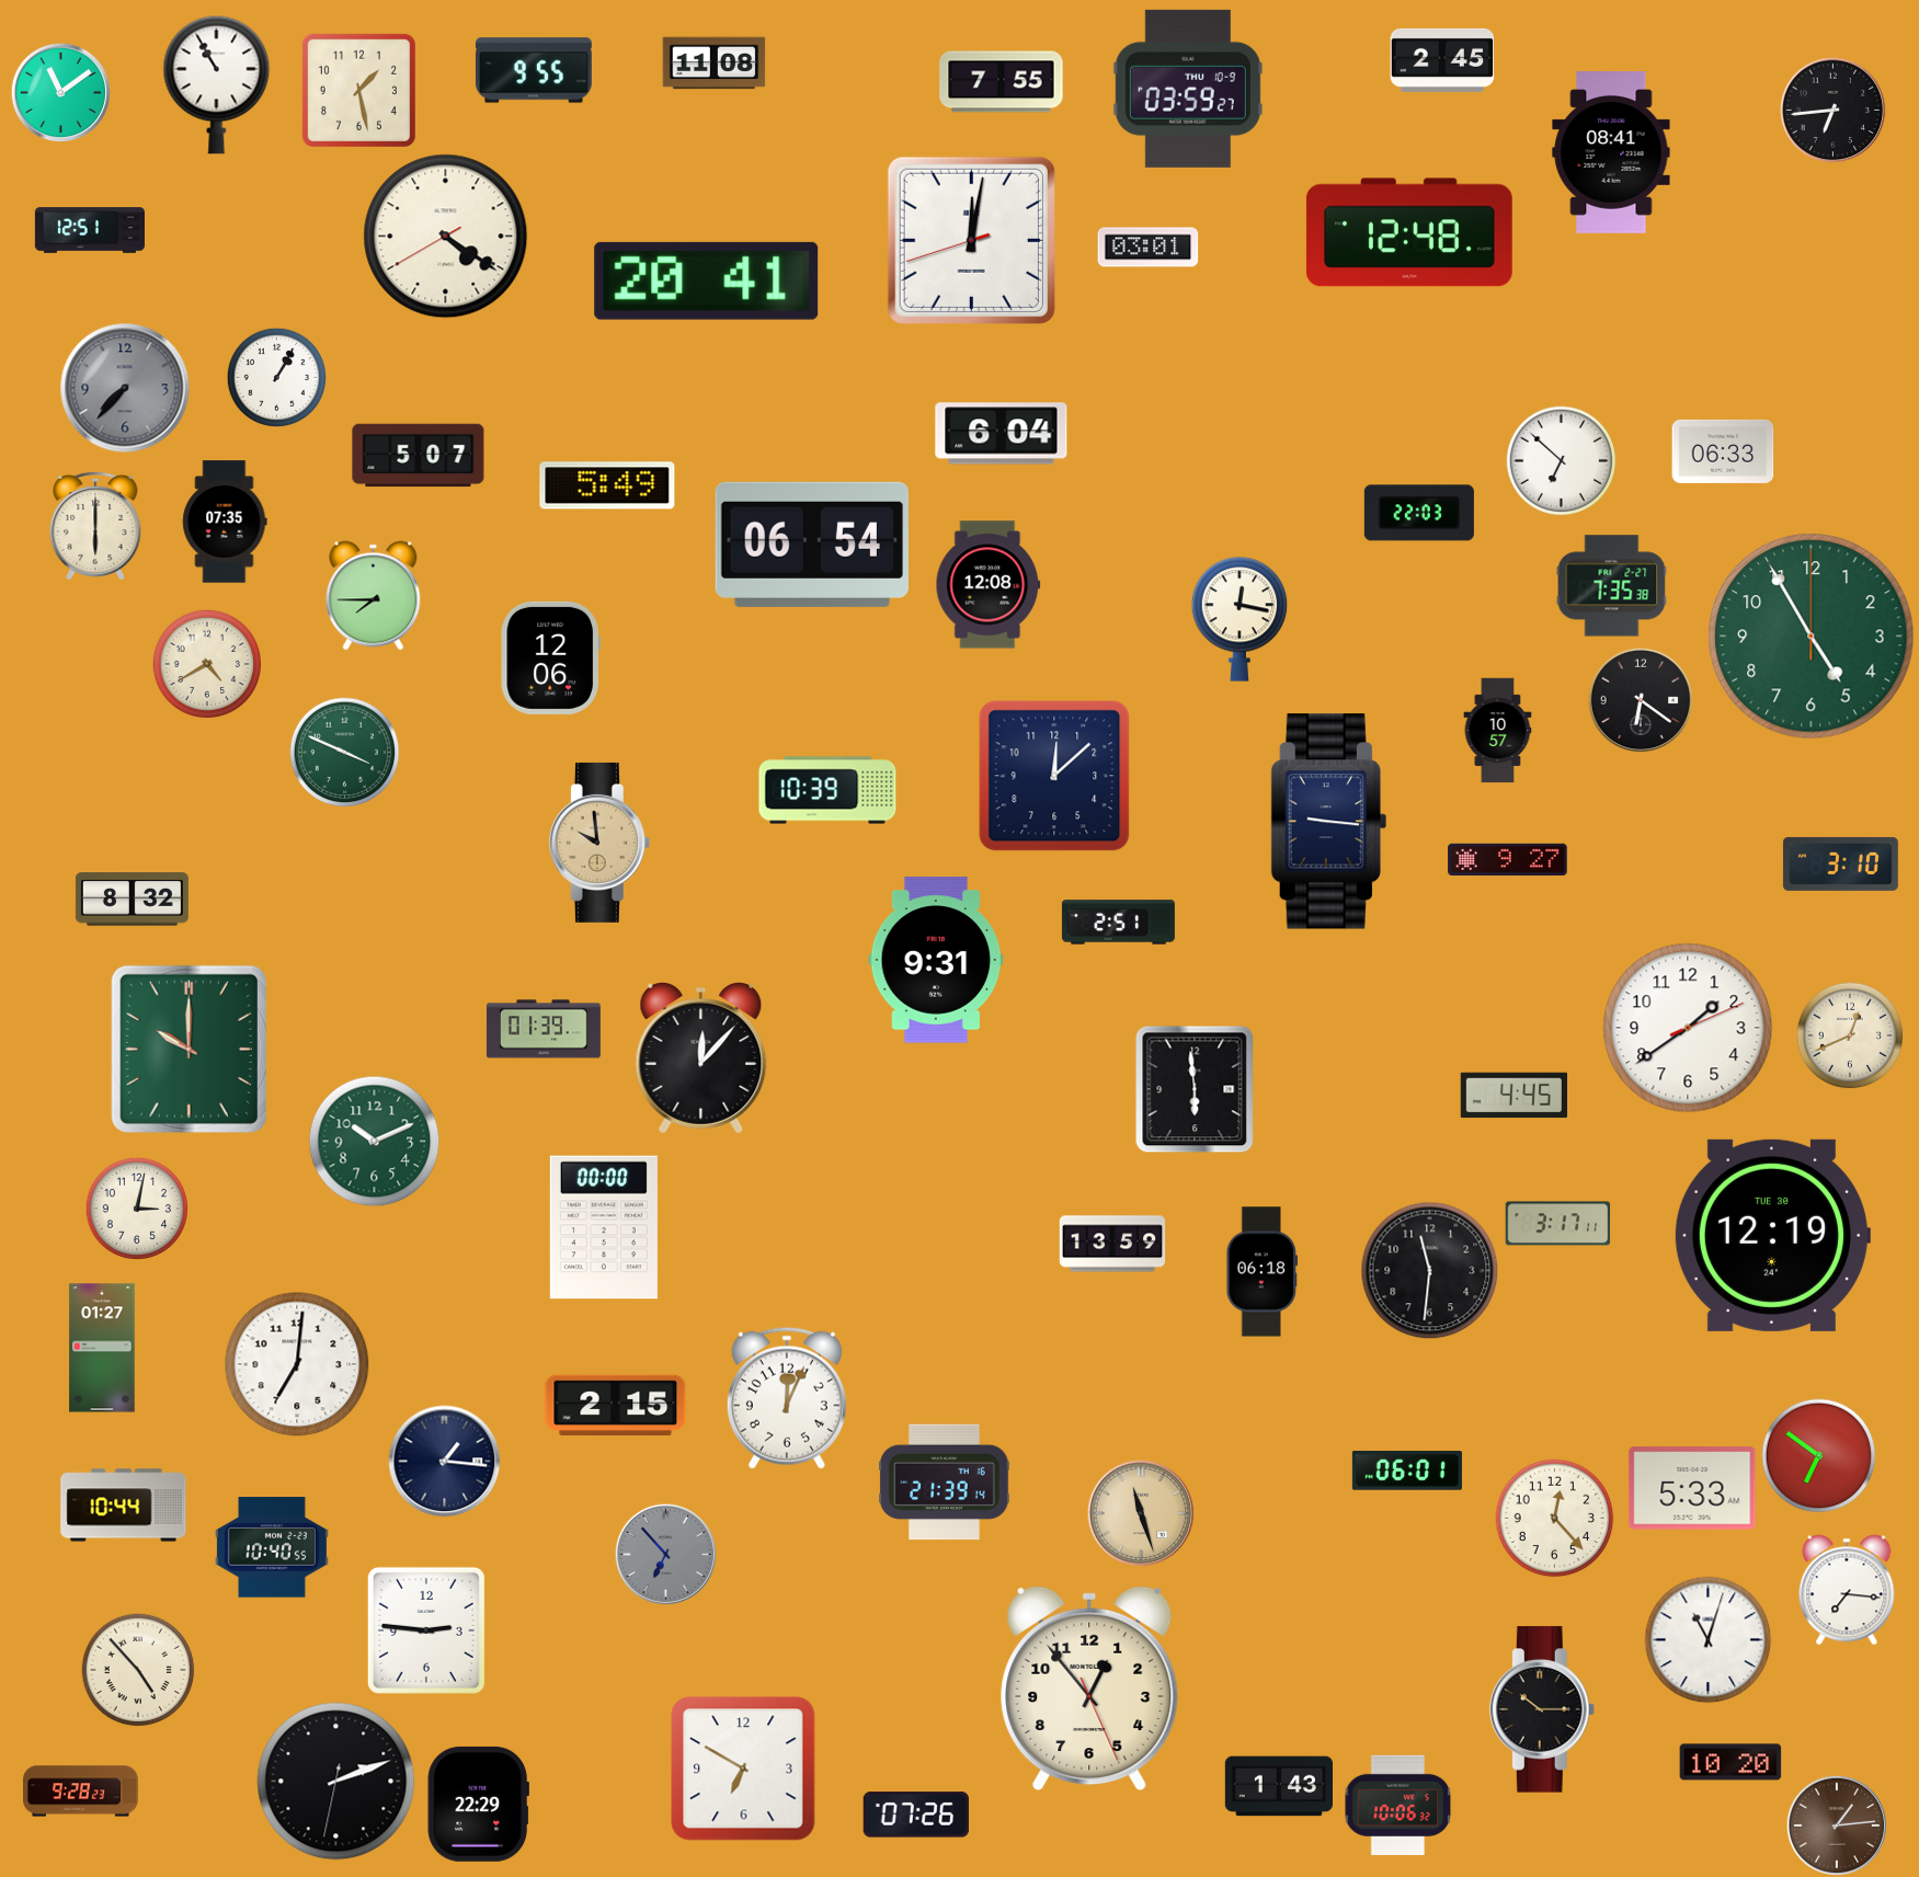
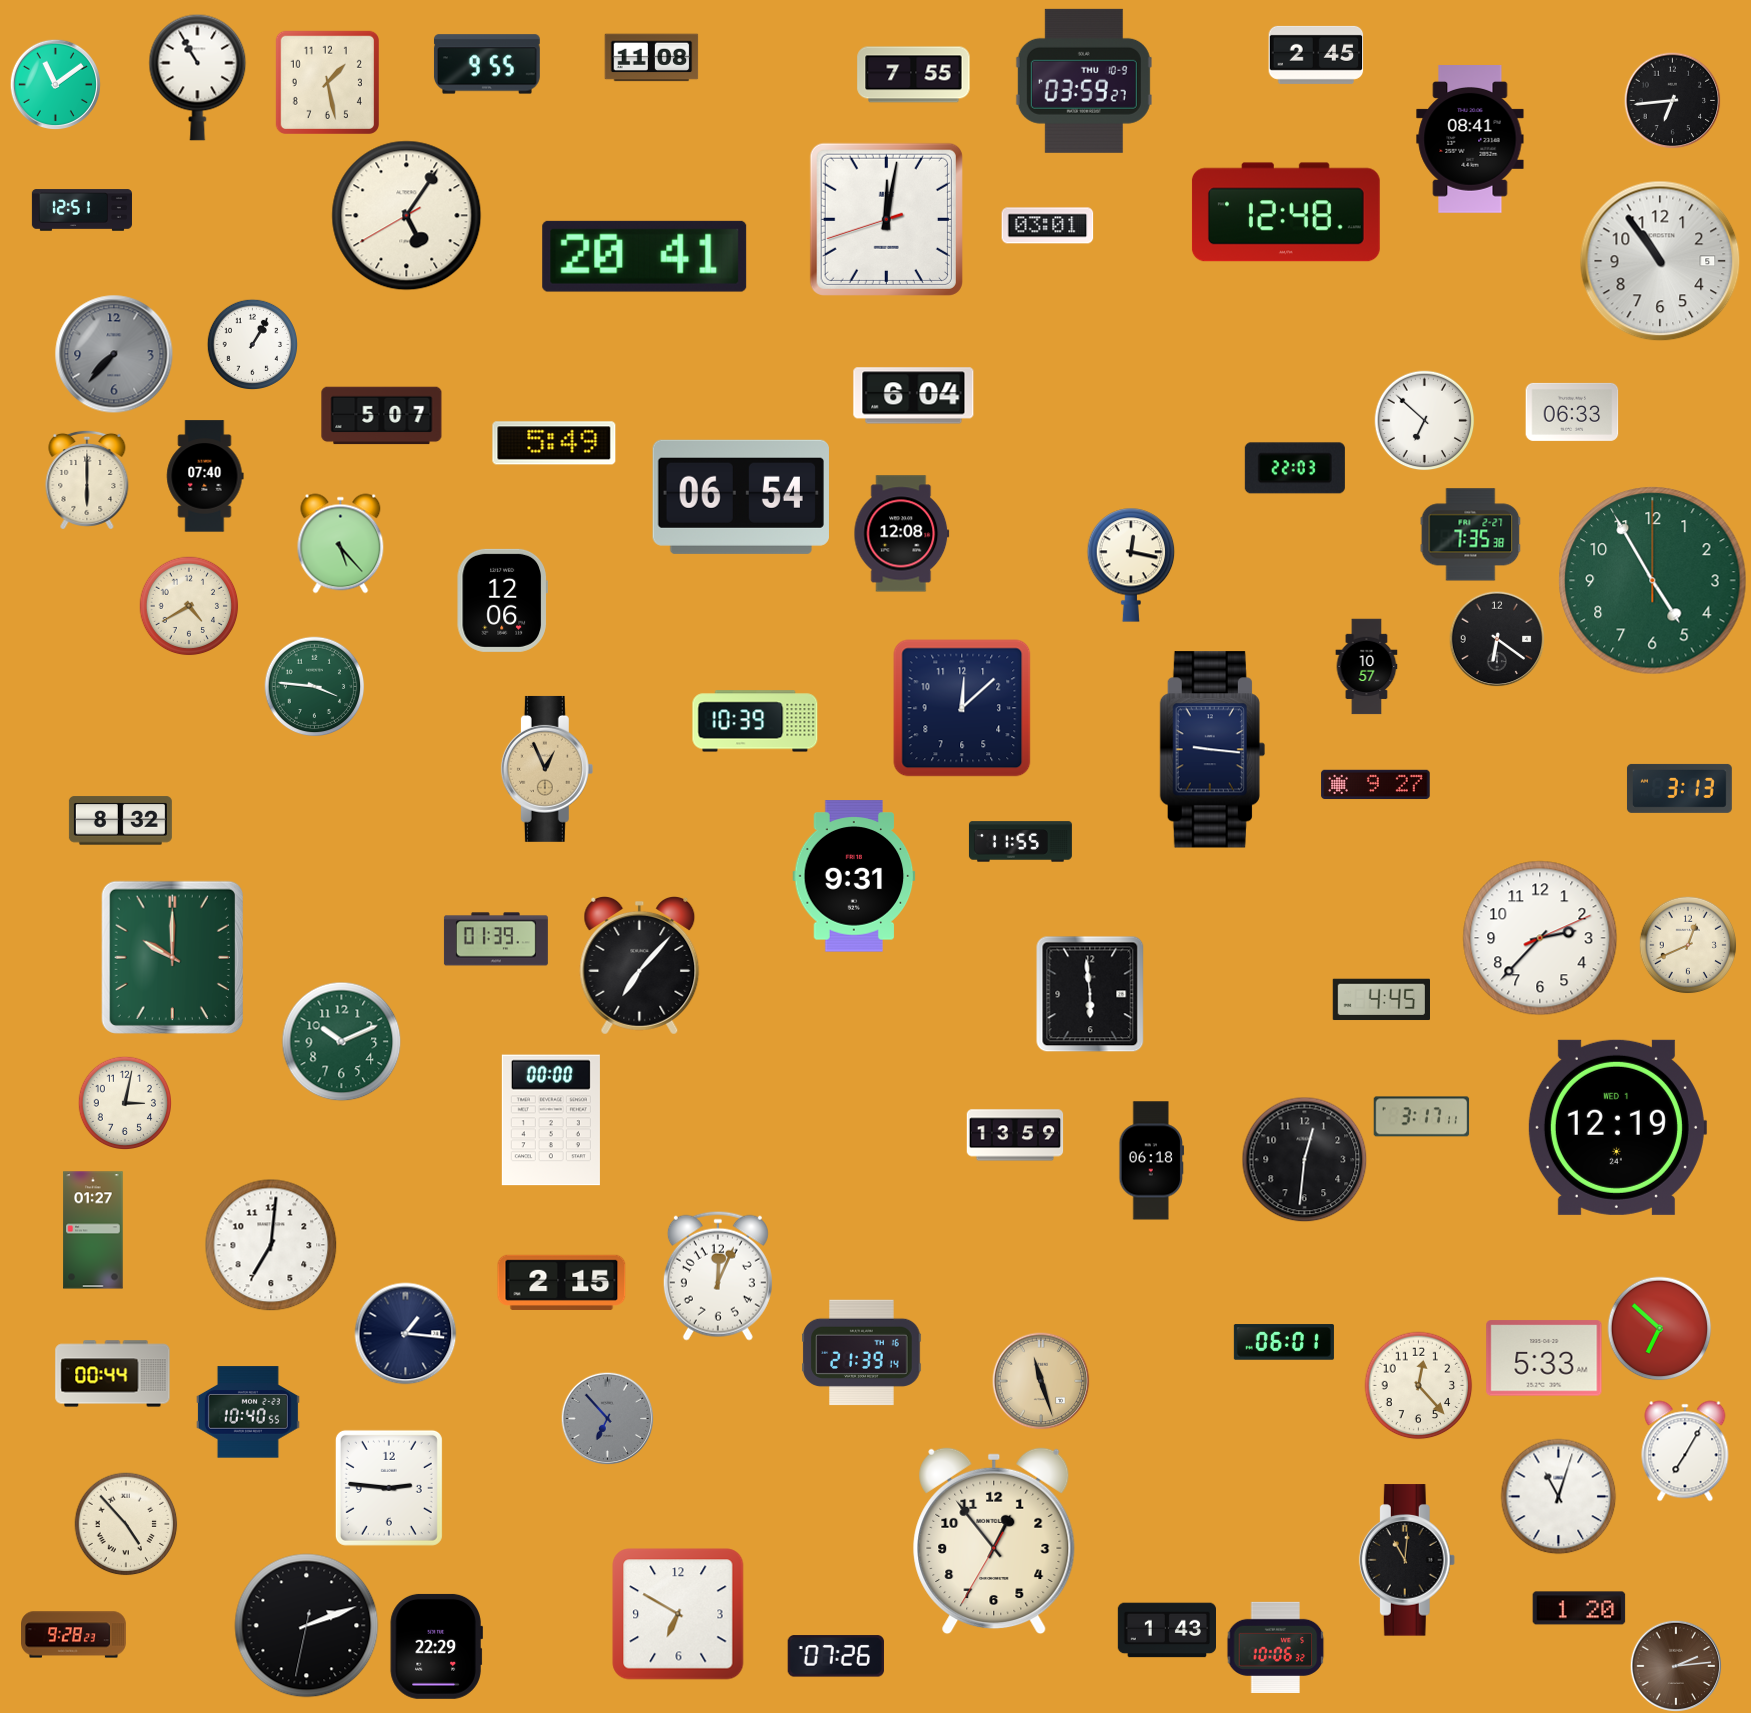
clock at (446, 237): 4:20 -> 5:05
clock at (1660, 261): none -> 10:54
clock at (225, 522): 07:35 -> 07:40
clock at (374, 596): 7:45 -> 5:23
clock at (345, 753): 3:49 -> 3:46
clock at (599, 843): 9:59 -> 12:56
clock at (1840, 863): 3:10 -> 3:13
clock at (1118, 923): 2:51 -> 11:55
clock at (1688, 1028): 1:39 -> 2:37
clock at (701, 1057): 12:07 -> 7:07
clock at (1772, 1235) date: TUE 30 -> WED 1
clock at (1430, 1271): 11:31 -> 12:31
clock at (1819, 1456): 6:51 -> 6:52
clock at (124, 1506): 10:44 -> 00:44
clock at (1847, 1590): 7:16 -> 7:05
clock at (1089, 1689): 12:53:26 -> 12:53:35
clock at (1542, 1709): 10:15 -> 11:01
clock at (1730, 1762): 10:20 -> 1:20
clock at (1836, 1824): 1:14 -> 2:14
